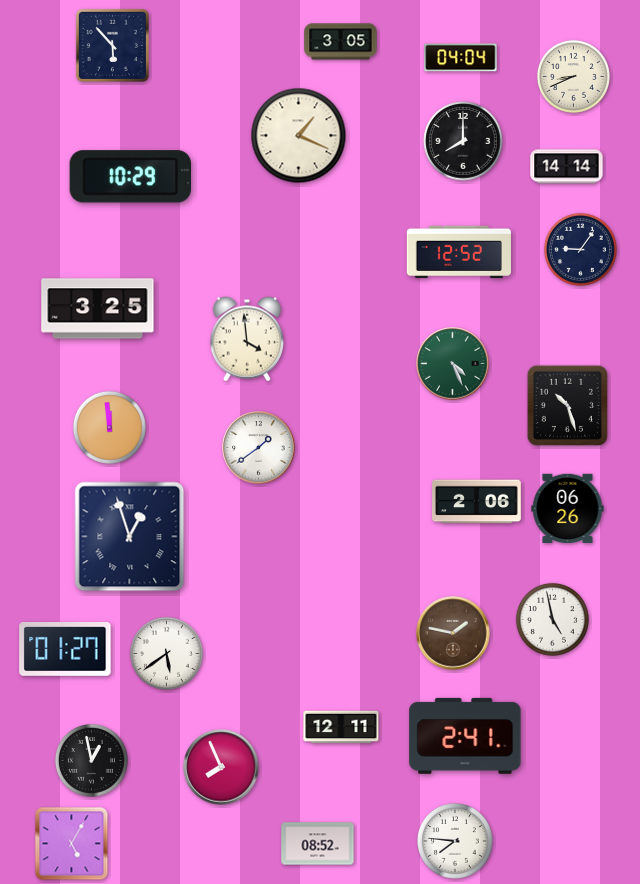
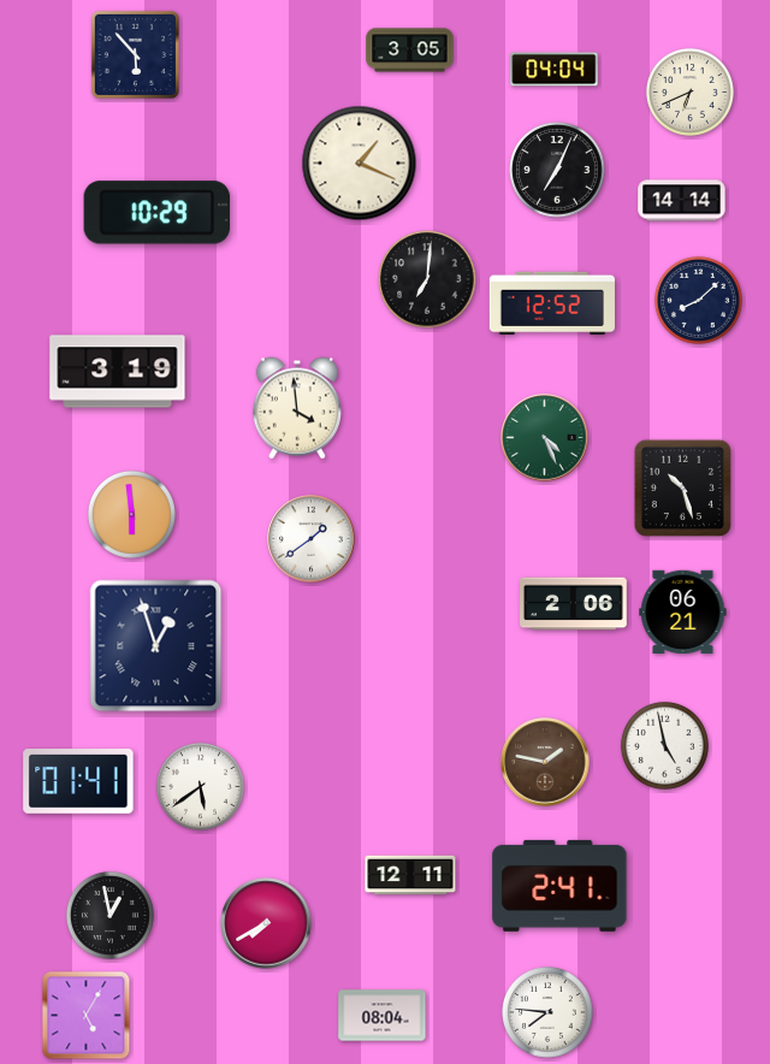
clock at (573, 76): 8:41 -> 6:41
clock at (463, 141): 8:00 -> 7:04
clock at (427, 279): none -> 7:01
clock at (580, 249): 9:06 -> 8:08
clock at (98, 309): 3:25 -> 3:19
clock at (109, 427): 11:59 -> 5:59
clock at (568, 509): 06:26 -> 06:21
clock at (65, 650): 01:27 -> 01:41
clock at (221, 767): 7:56 -> 7:40
clock at (318, 844): 08:52 -> 08:04
